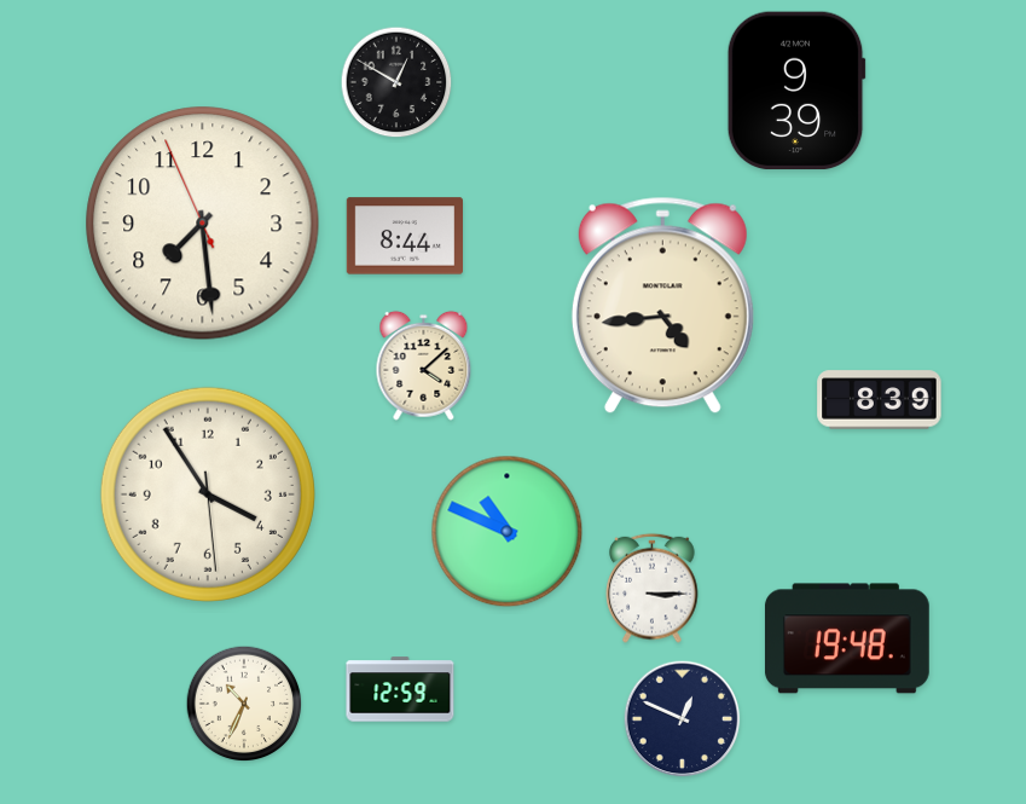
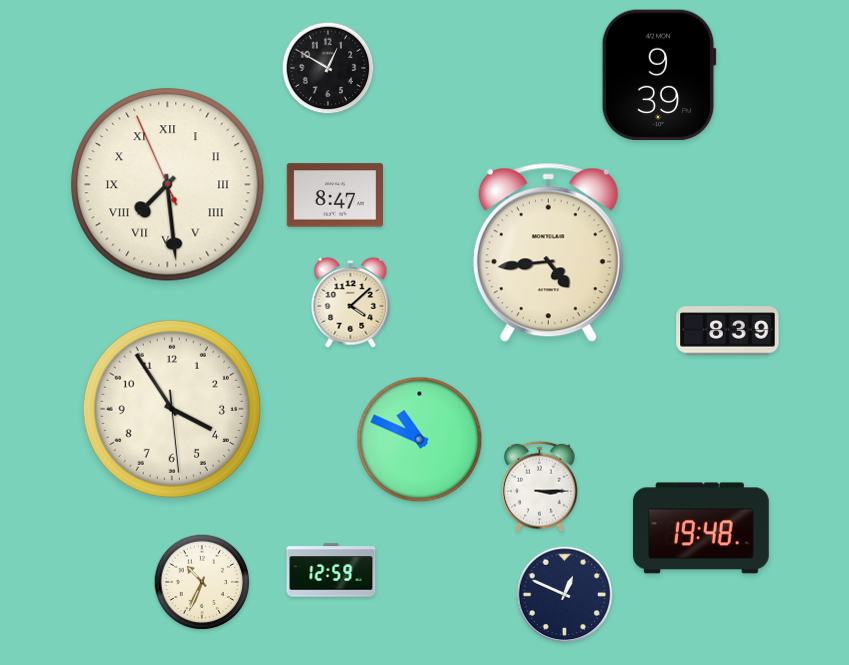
clock at (203, 224) numerals: Arabic -> Roman
clock at (404, 236): 8:44 -> 8:47
